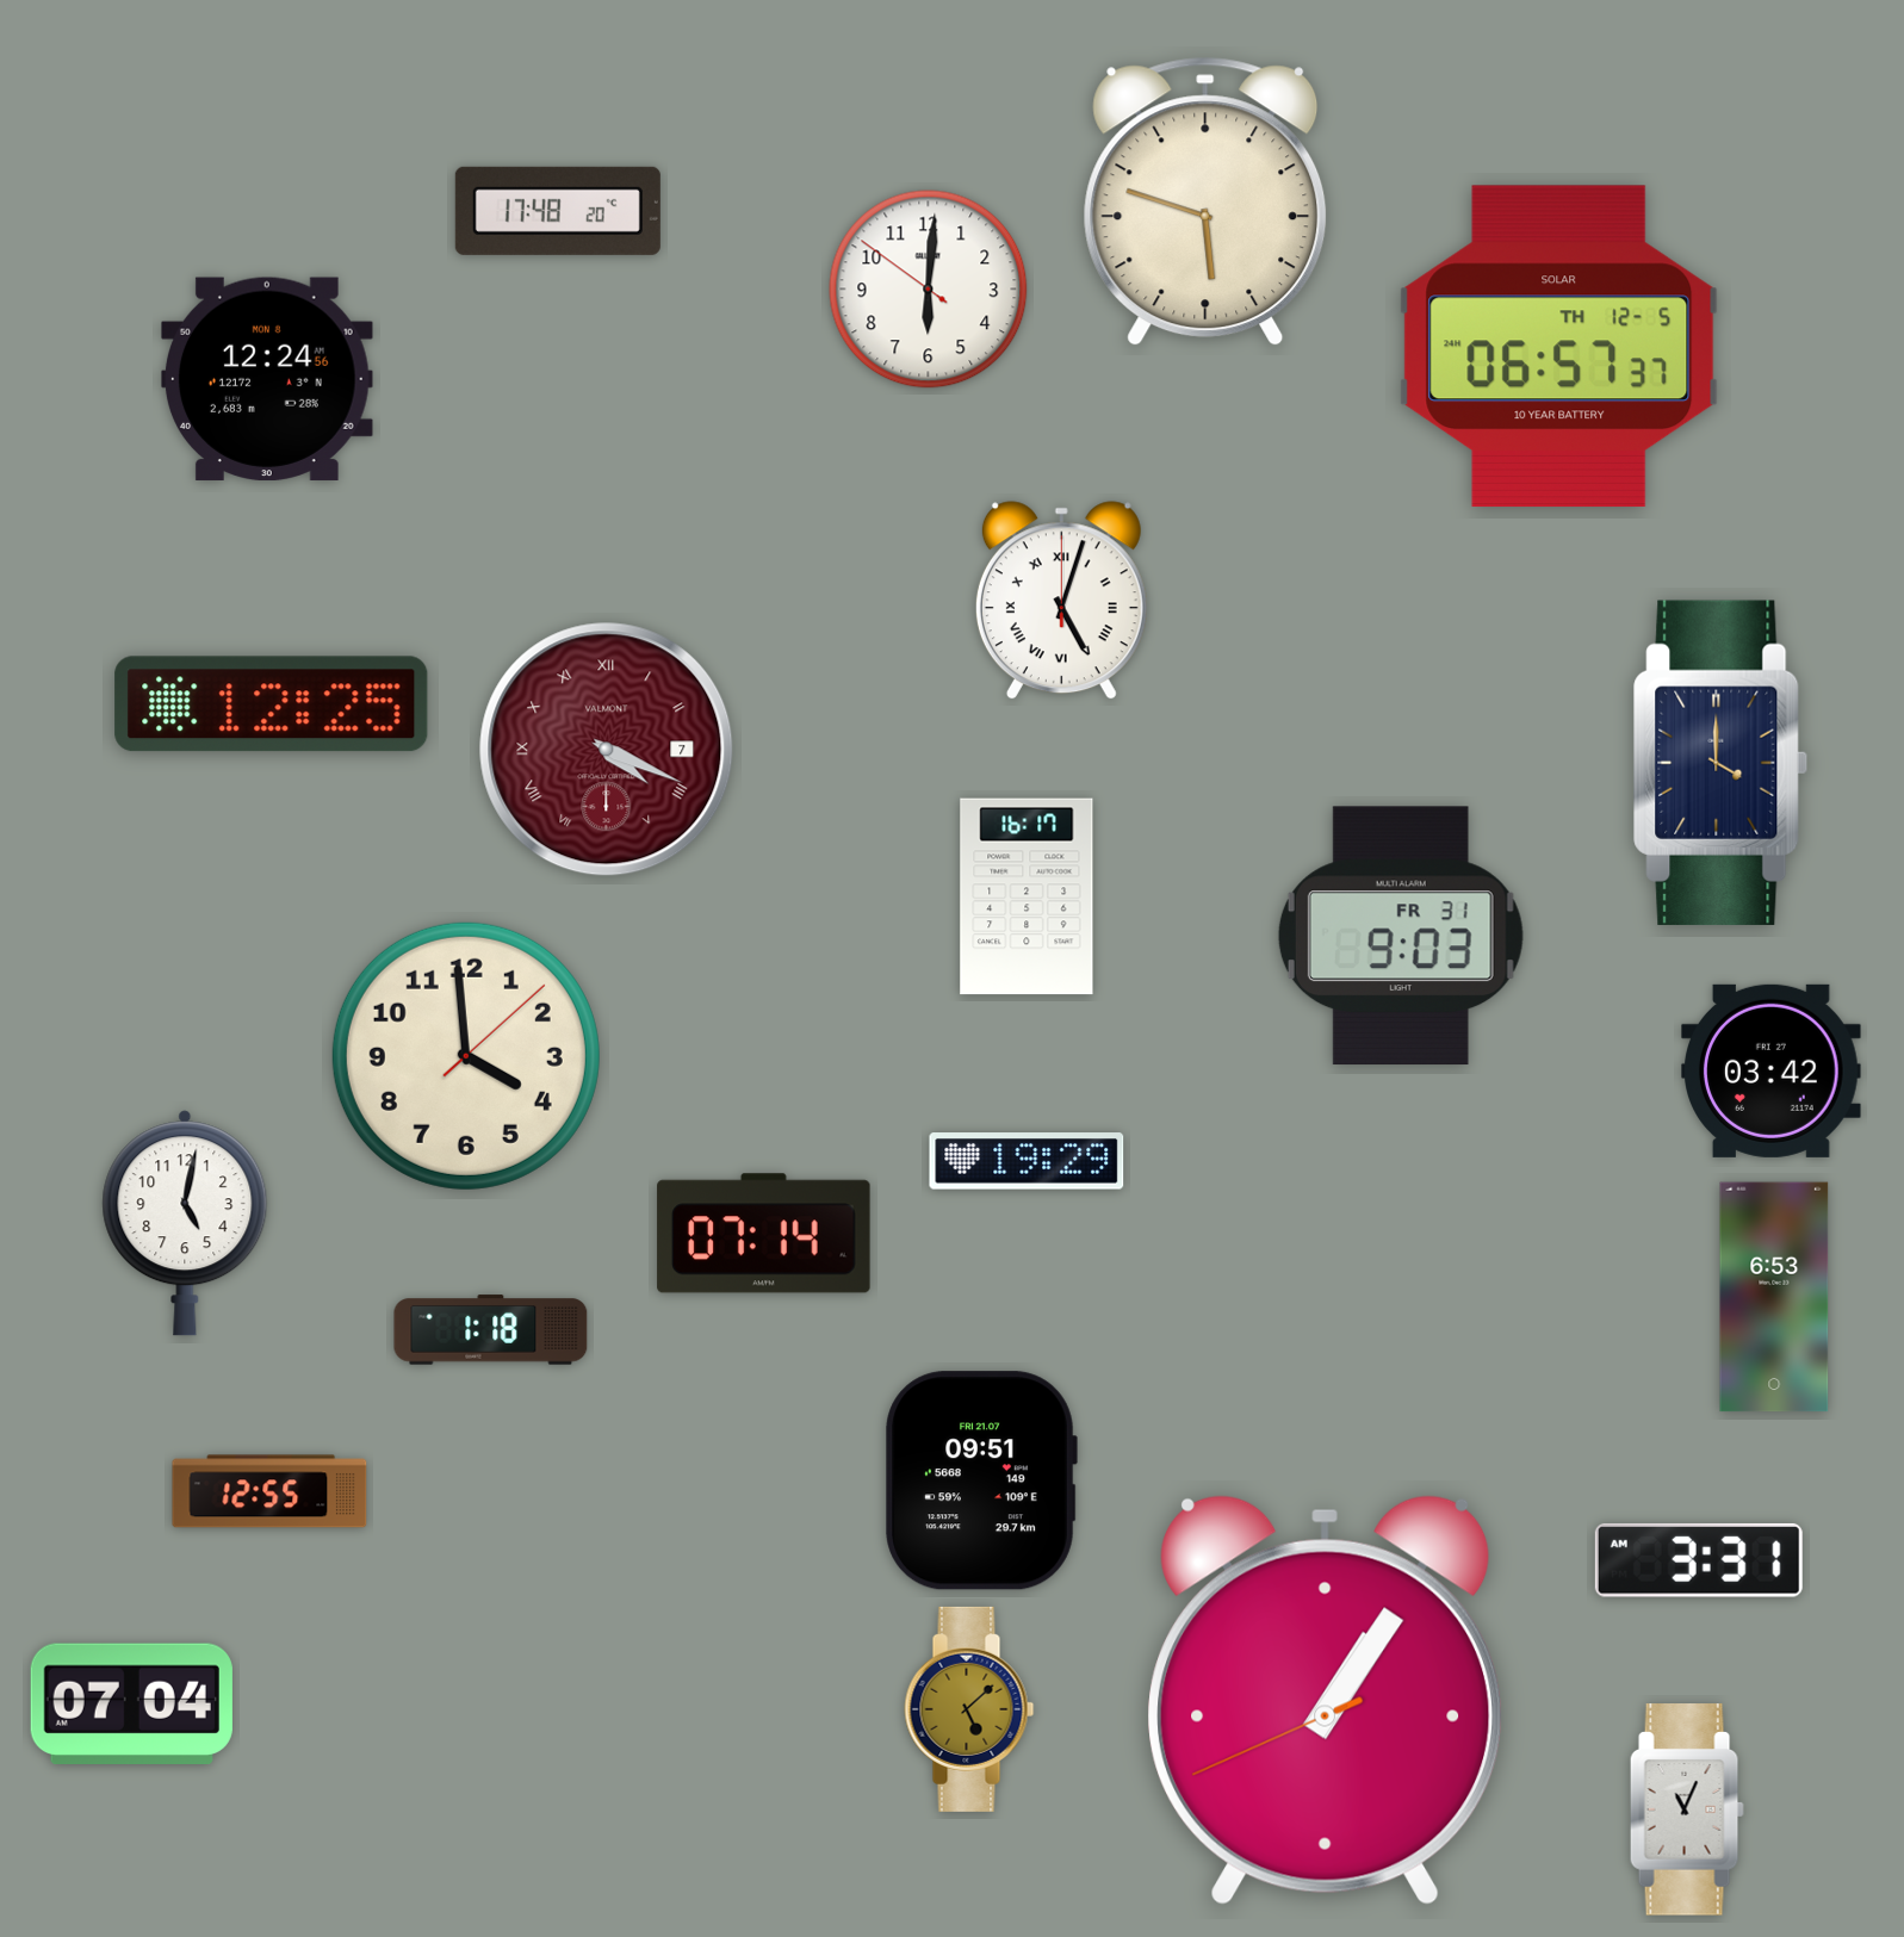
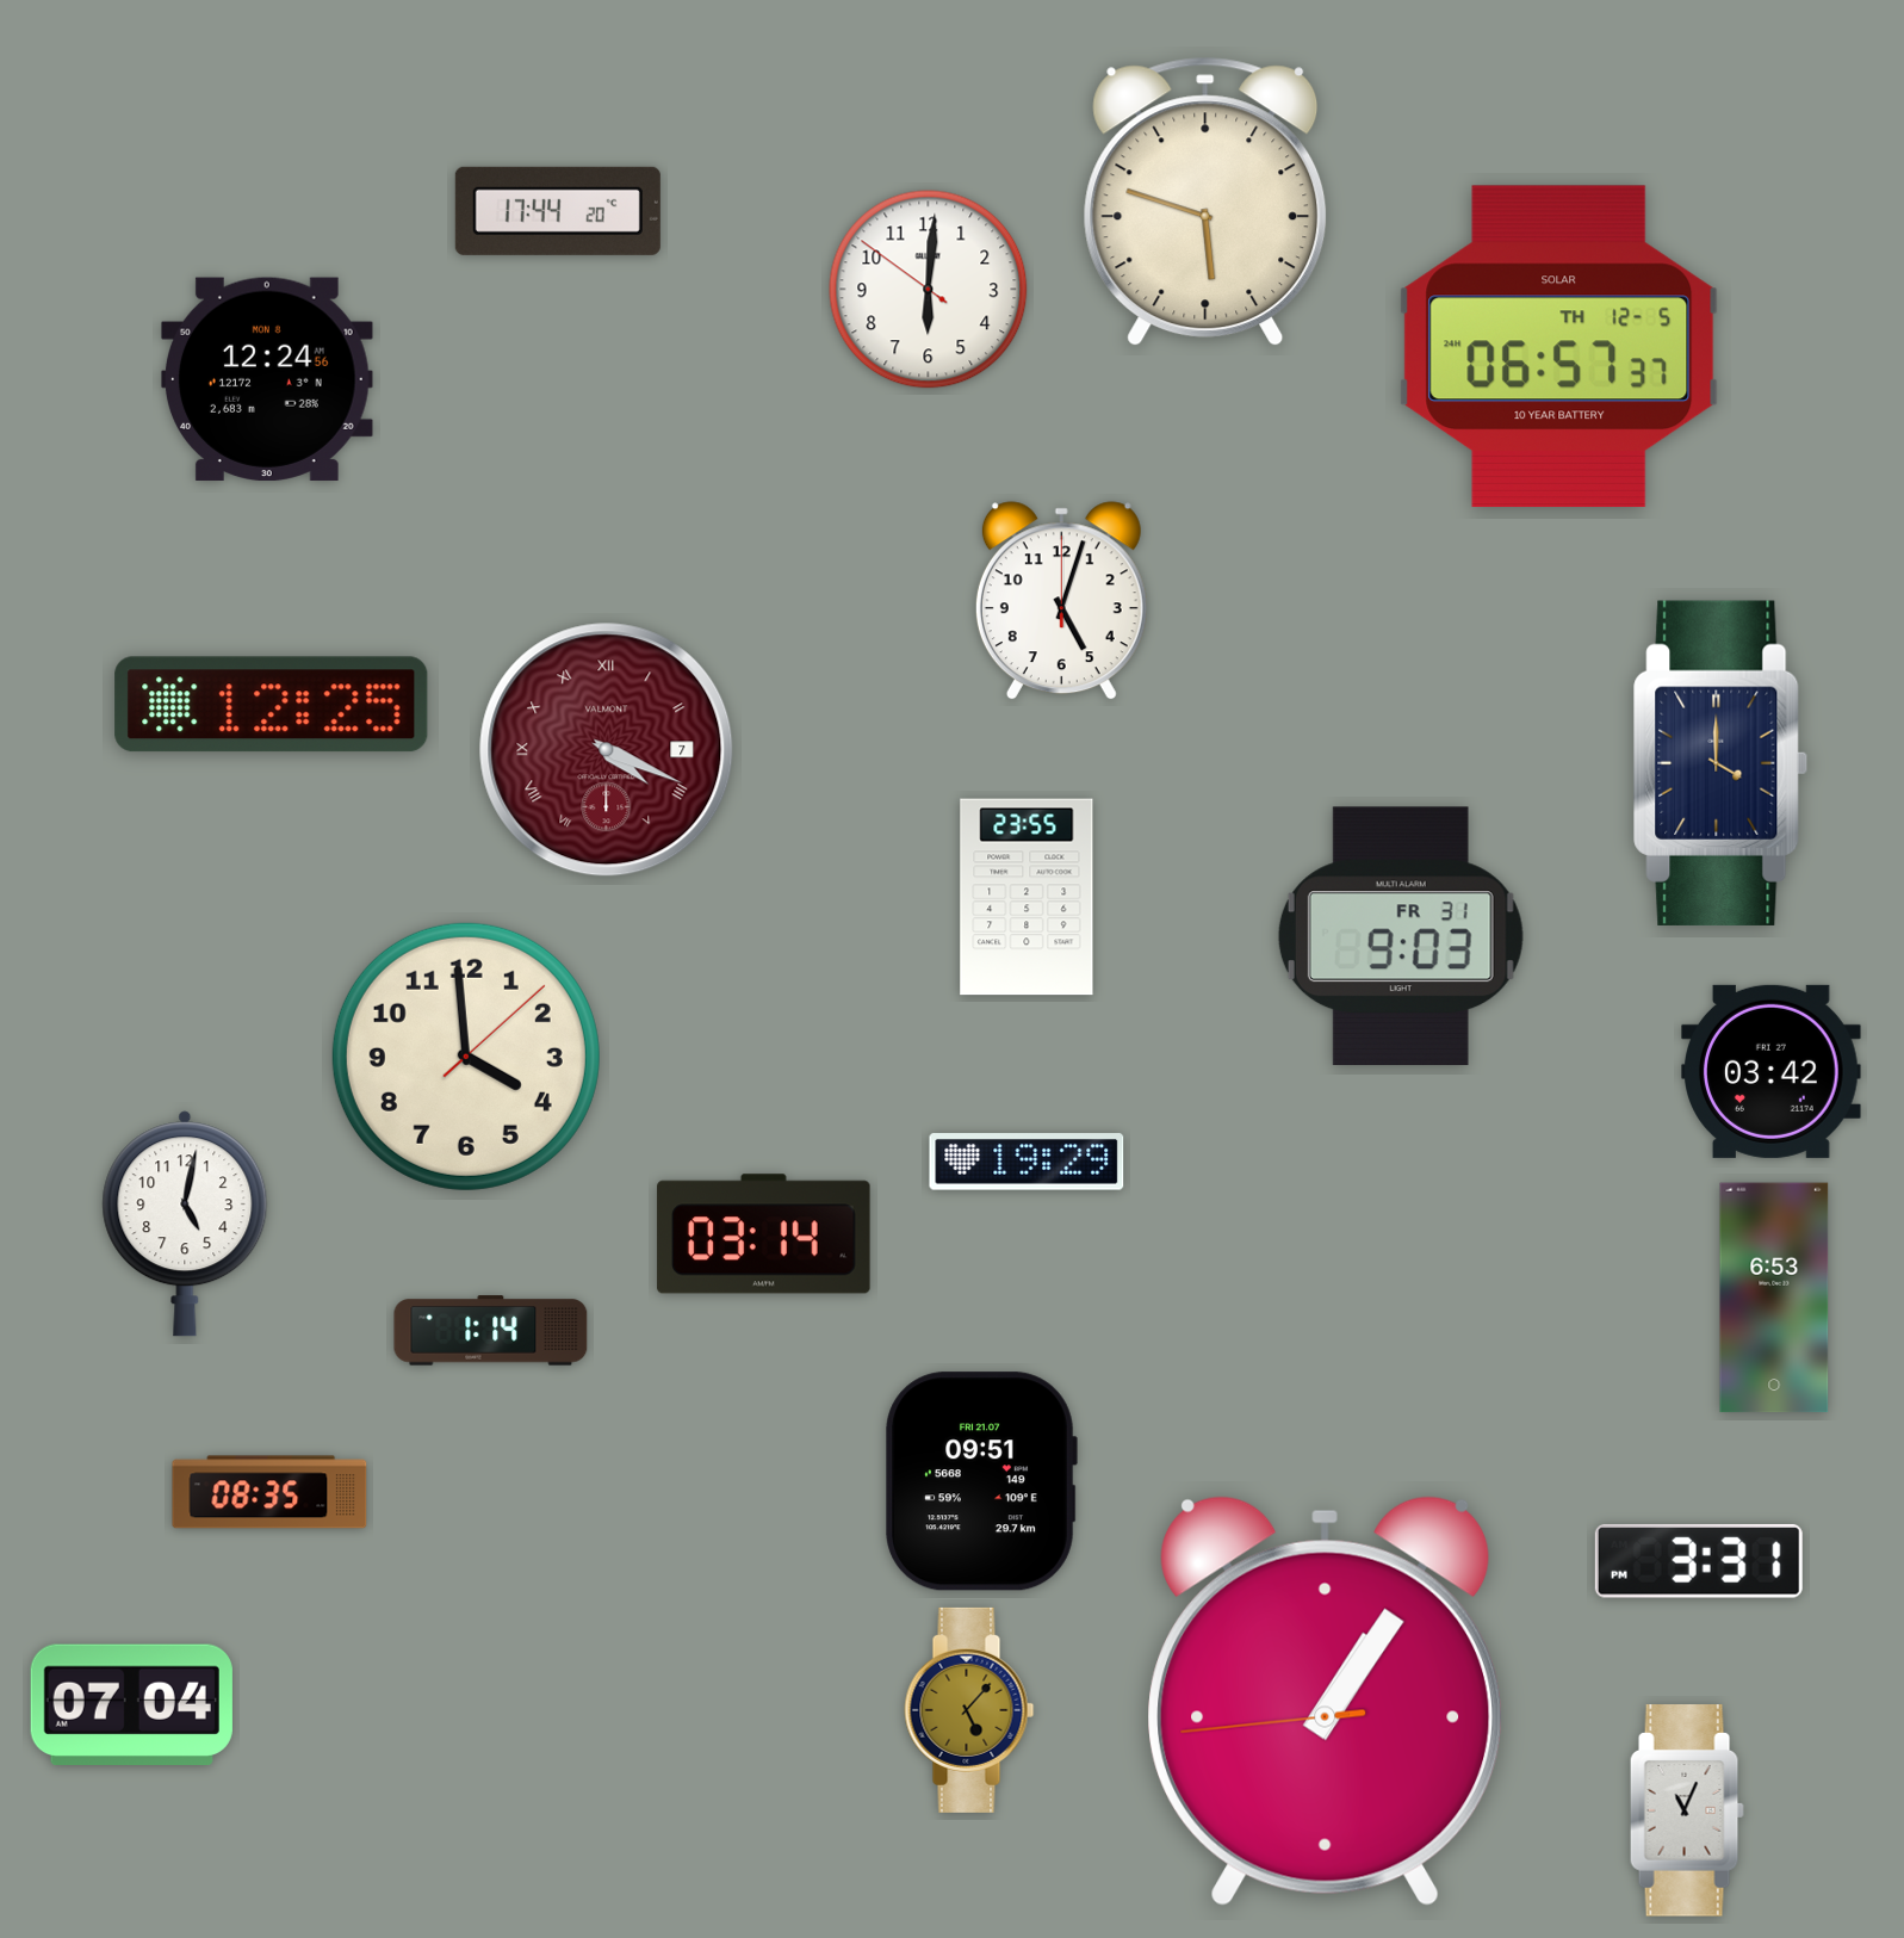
clock at (558, 211): 17:48 -> 17:44
clock at (1061, 601) numerals: Roman -> Arabic
clock at (1027, 896): 16:17 -> 23:55
clock at (764, 1234): 07:14 -> 03:14
clock at (491, 1330): 1:18 -> 1:14
clock at (269, 1491): 12:55 -> 08:35
clock at (1699, 1560): 3:31 AM -> 3:31 PM
clock at (1326, 1700): 1:05:41 -> 1:05:44
clock at (969, 1709): 5:08 -> 5:07
